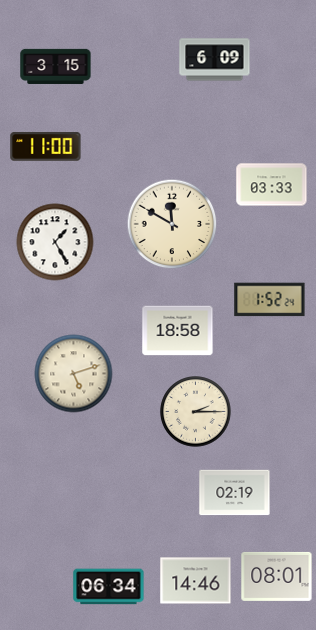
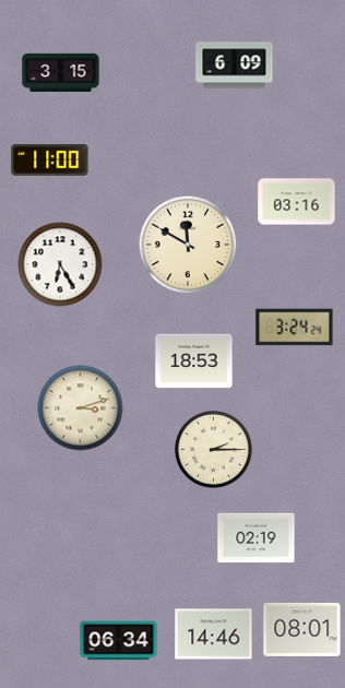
clock at (272, 185): 03:33 -> 03:16
clock at (55, 242): 1:25 -> 6:25
clock at (270, 300): 1:52 -> 3:24
clock at (178, 331): 18:58 -> 18:53
clock at (74, 374): 5:12 -> 3:12
